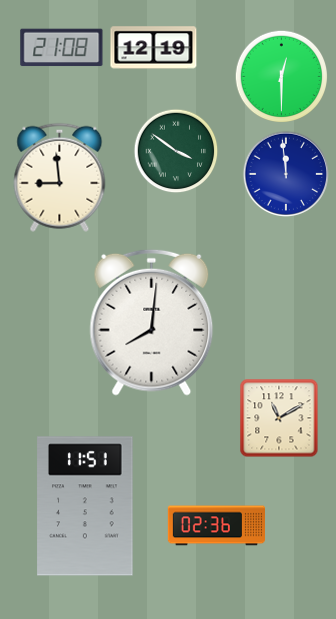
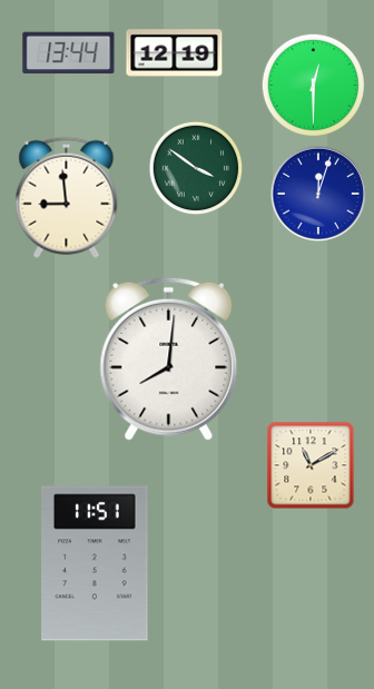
clock at (62, 48): 21:08 -> 13:44
clock at (154, 48) position: (154, 48) -> (175, 53)
clock at (285, 173): 11:59 -> 12:03
clock at (216, 526): 02:36 -> none
